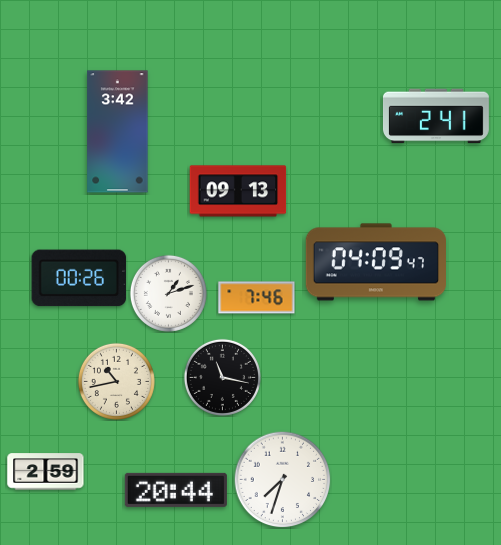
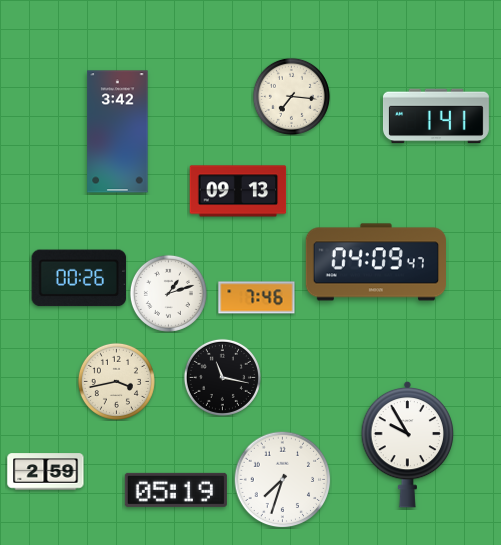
clock at (291, 96): none -> 7:16
clock at (436, 116): 2:41 -> 1:41
clock at (116, 381): 10:43 -> 3:43
clock at (408, 444): none -> 9:55
clock at (176, 490): 20:44 -> 05:19
